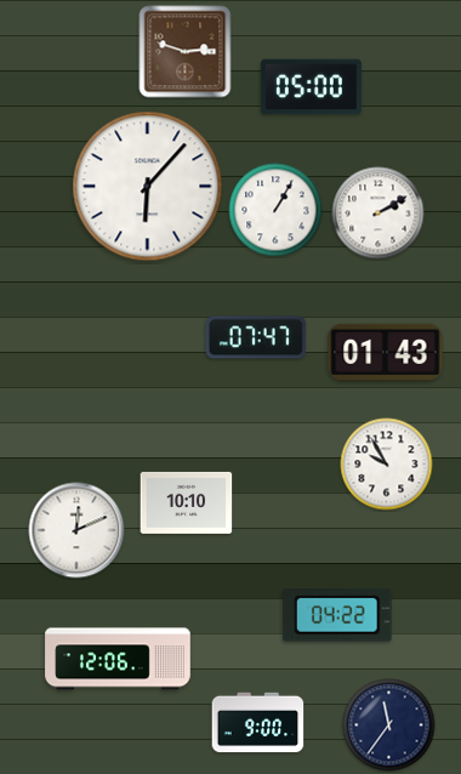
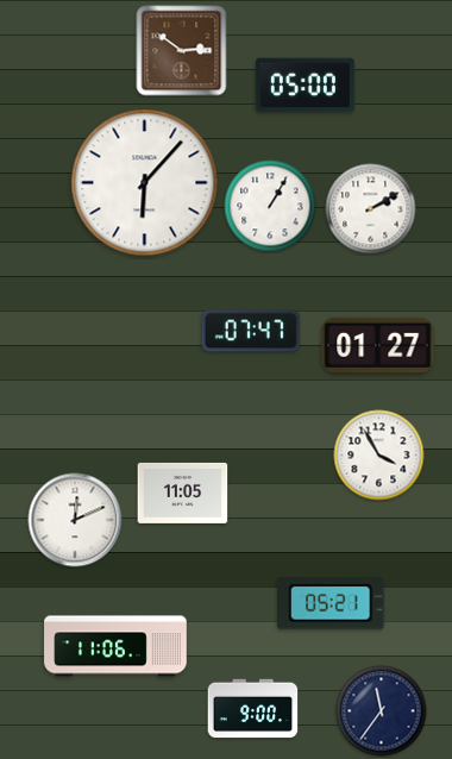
clock at (186, 52): 2:48 -> 2:51
clock at (386, 352): 01:43 -> 01:27
clock at (387, 465): 9:55 -> 3:55
clock at (187, 502): 10:10 -> 11:05
clock at (337, 615): 04:22 -> 05:21
clock at (118, 659): 12:06 -> 11:06
